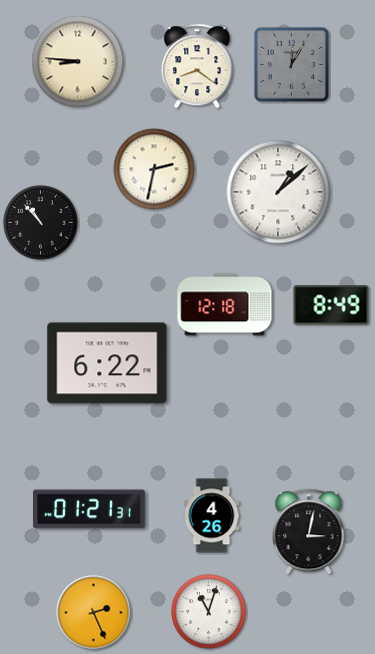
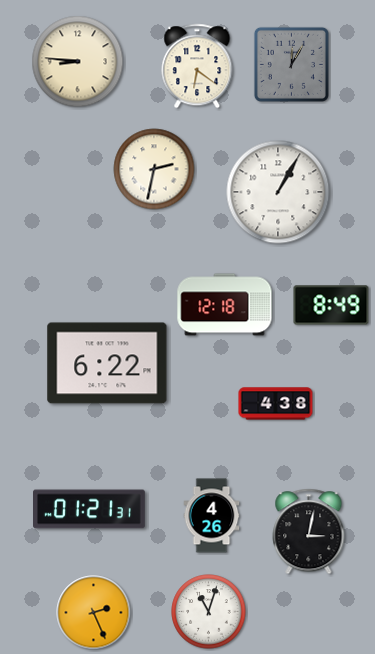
clock at (197, 66): 8:21 -> 6:21
clock at (278, 192): 1:08 -> 1:05
clock at (41, 223): 10:53 -> none
clock at (276, 404): none -> 4:38
